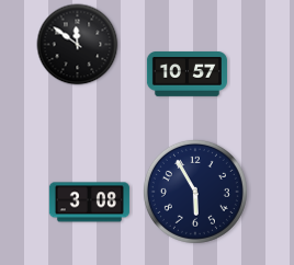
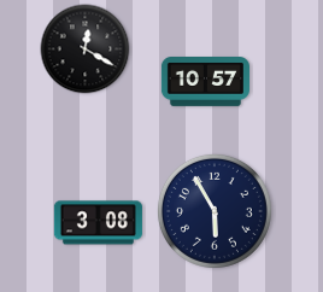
clock at (78, 45): 11:51 -> 12:20
